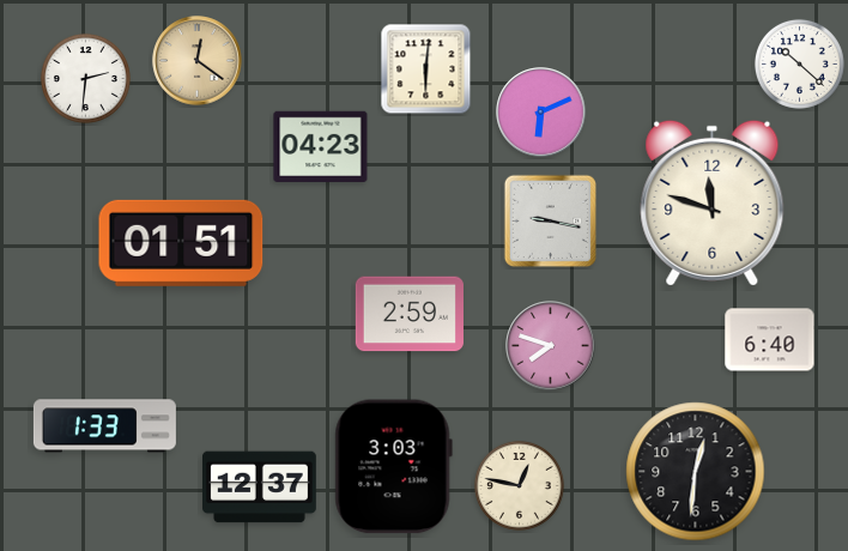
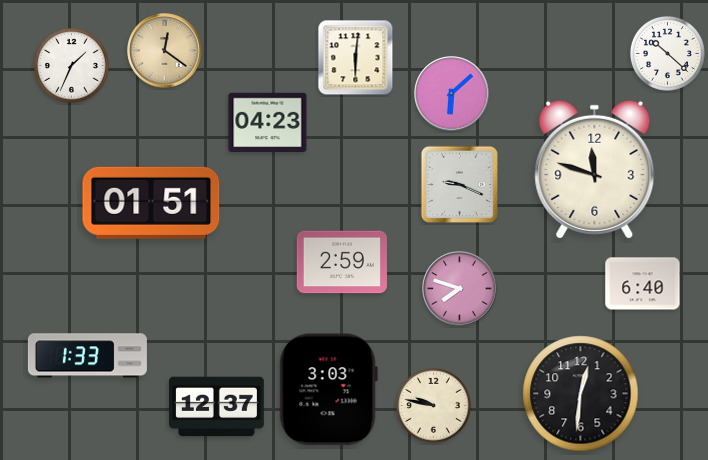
clock at (85, 78): 2:31 -> 1:34
clock at (541, 113): 6:11 -> 6:08
clock at (550, 220): 9:17 -> 9:19
clock at (519, 485): 12:47 -> 9:47
